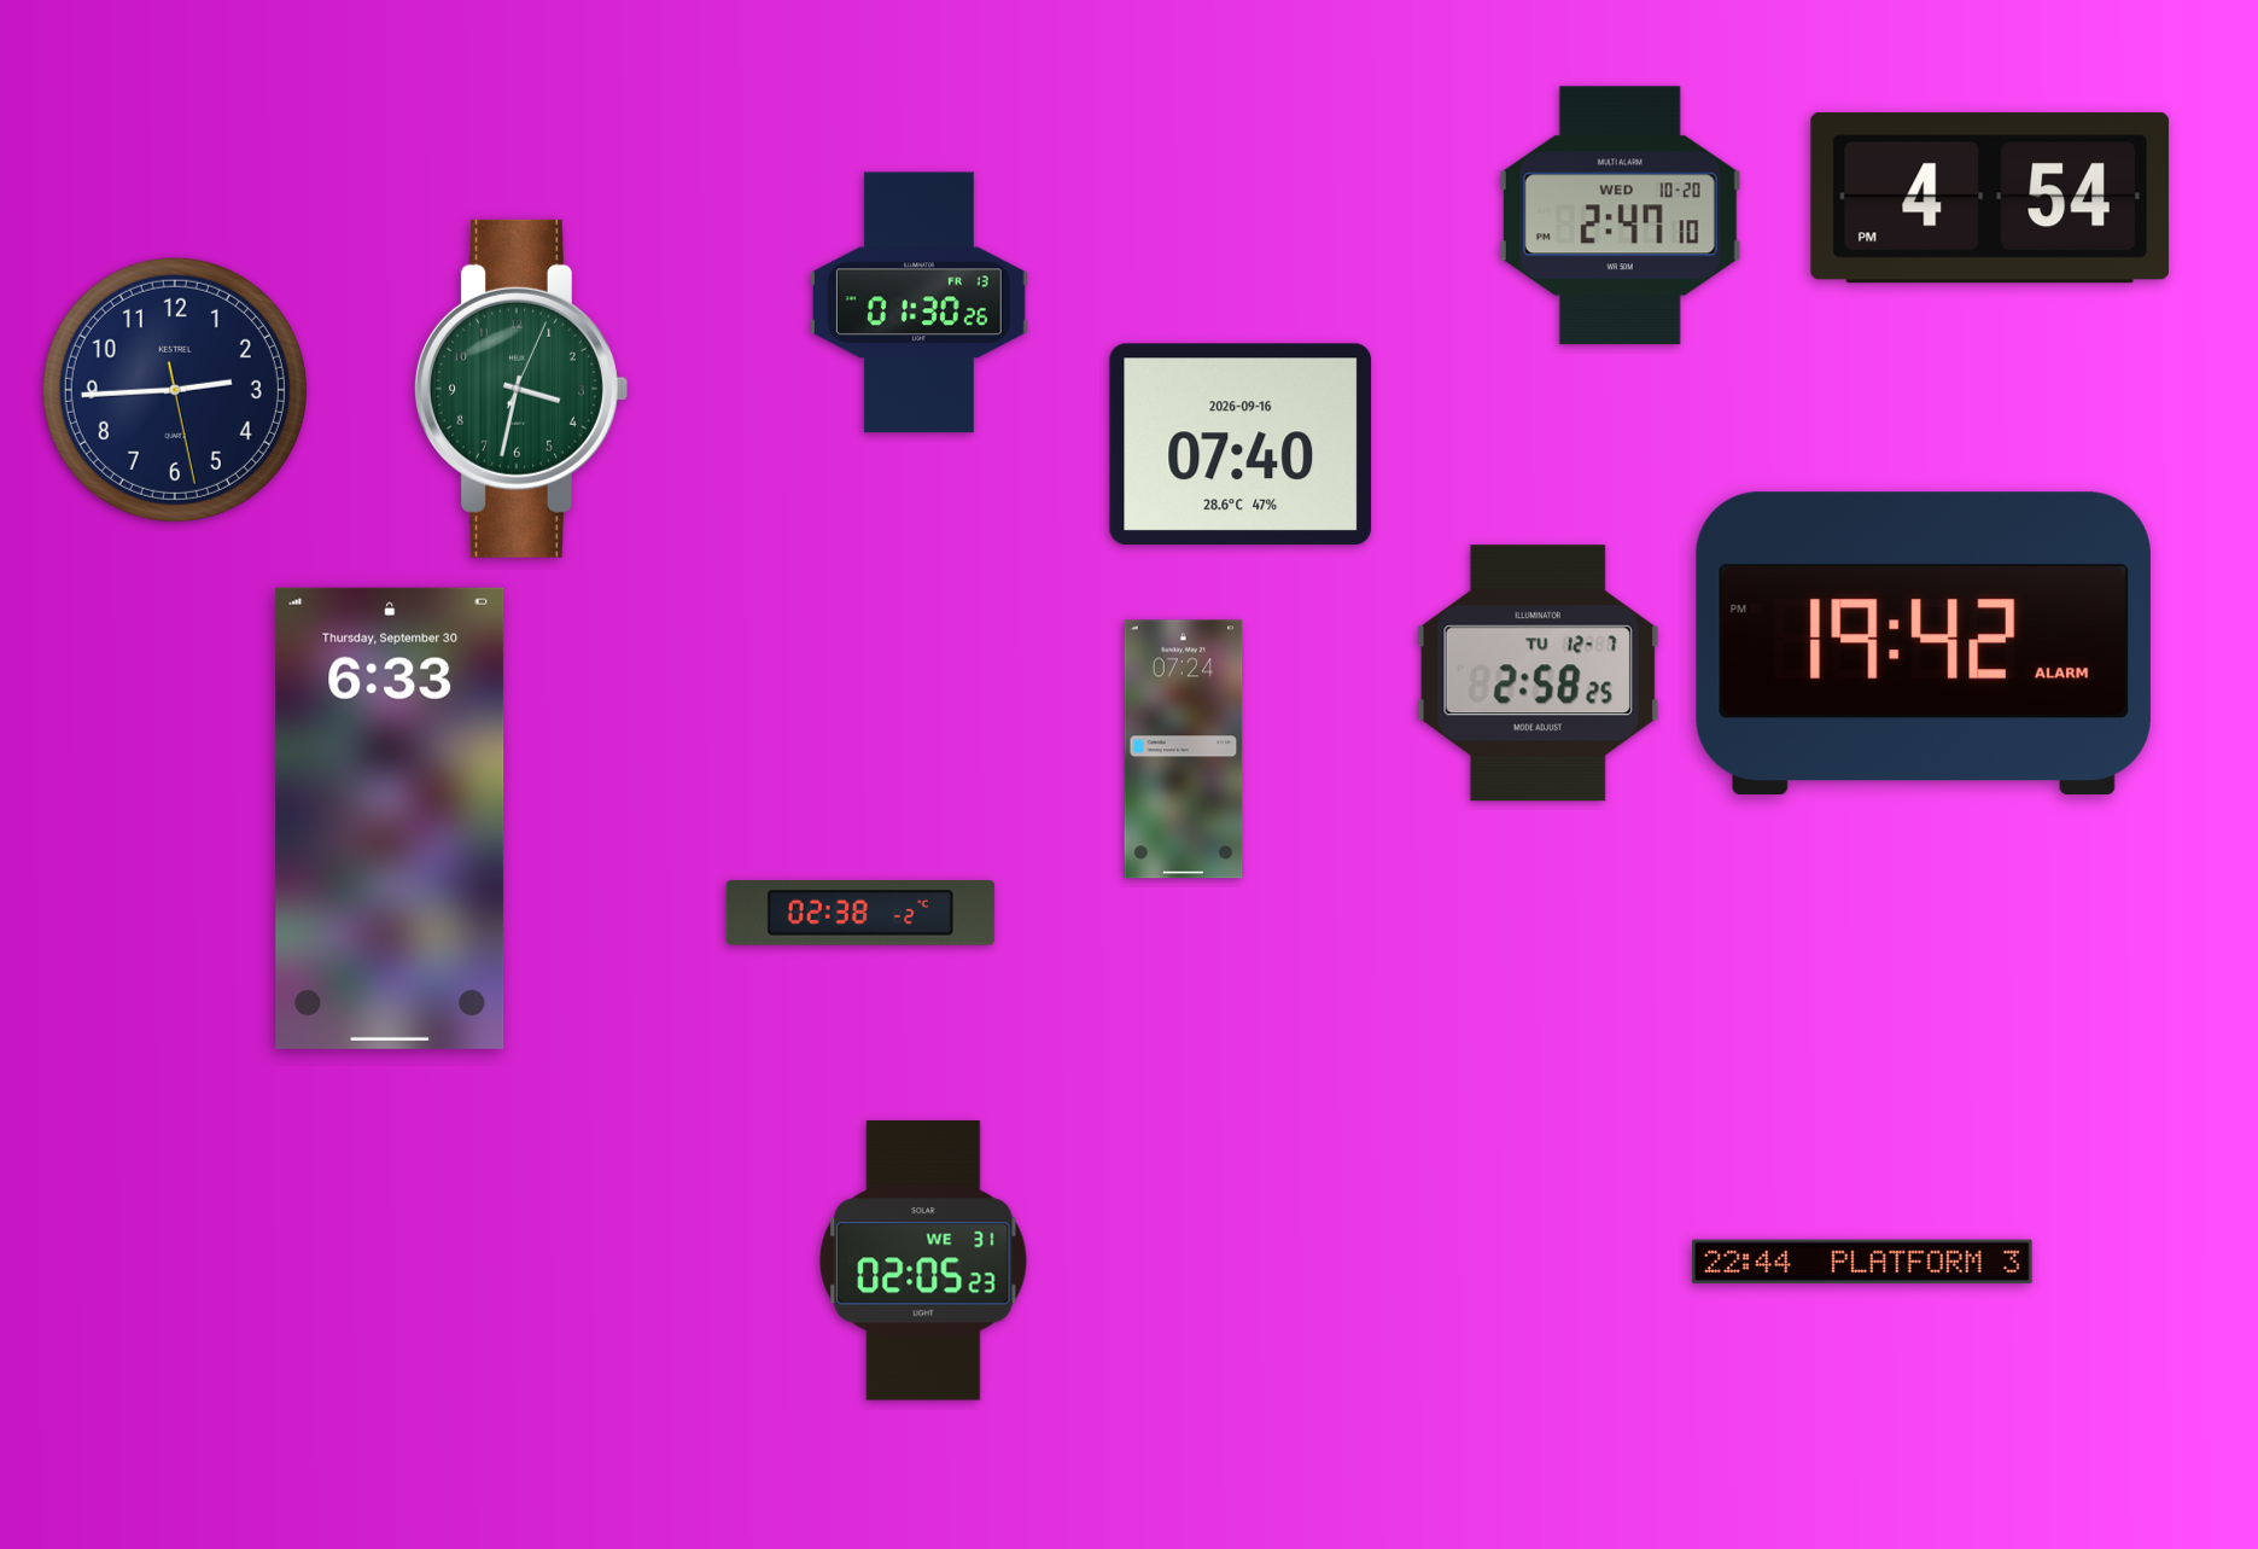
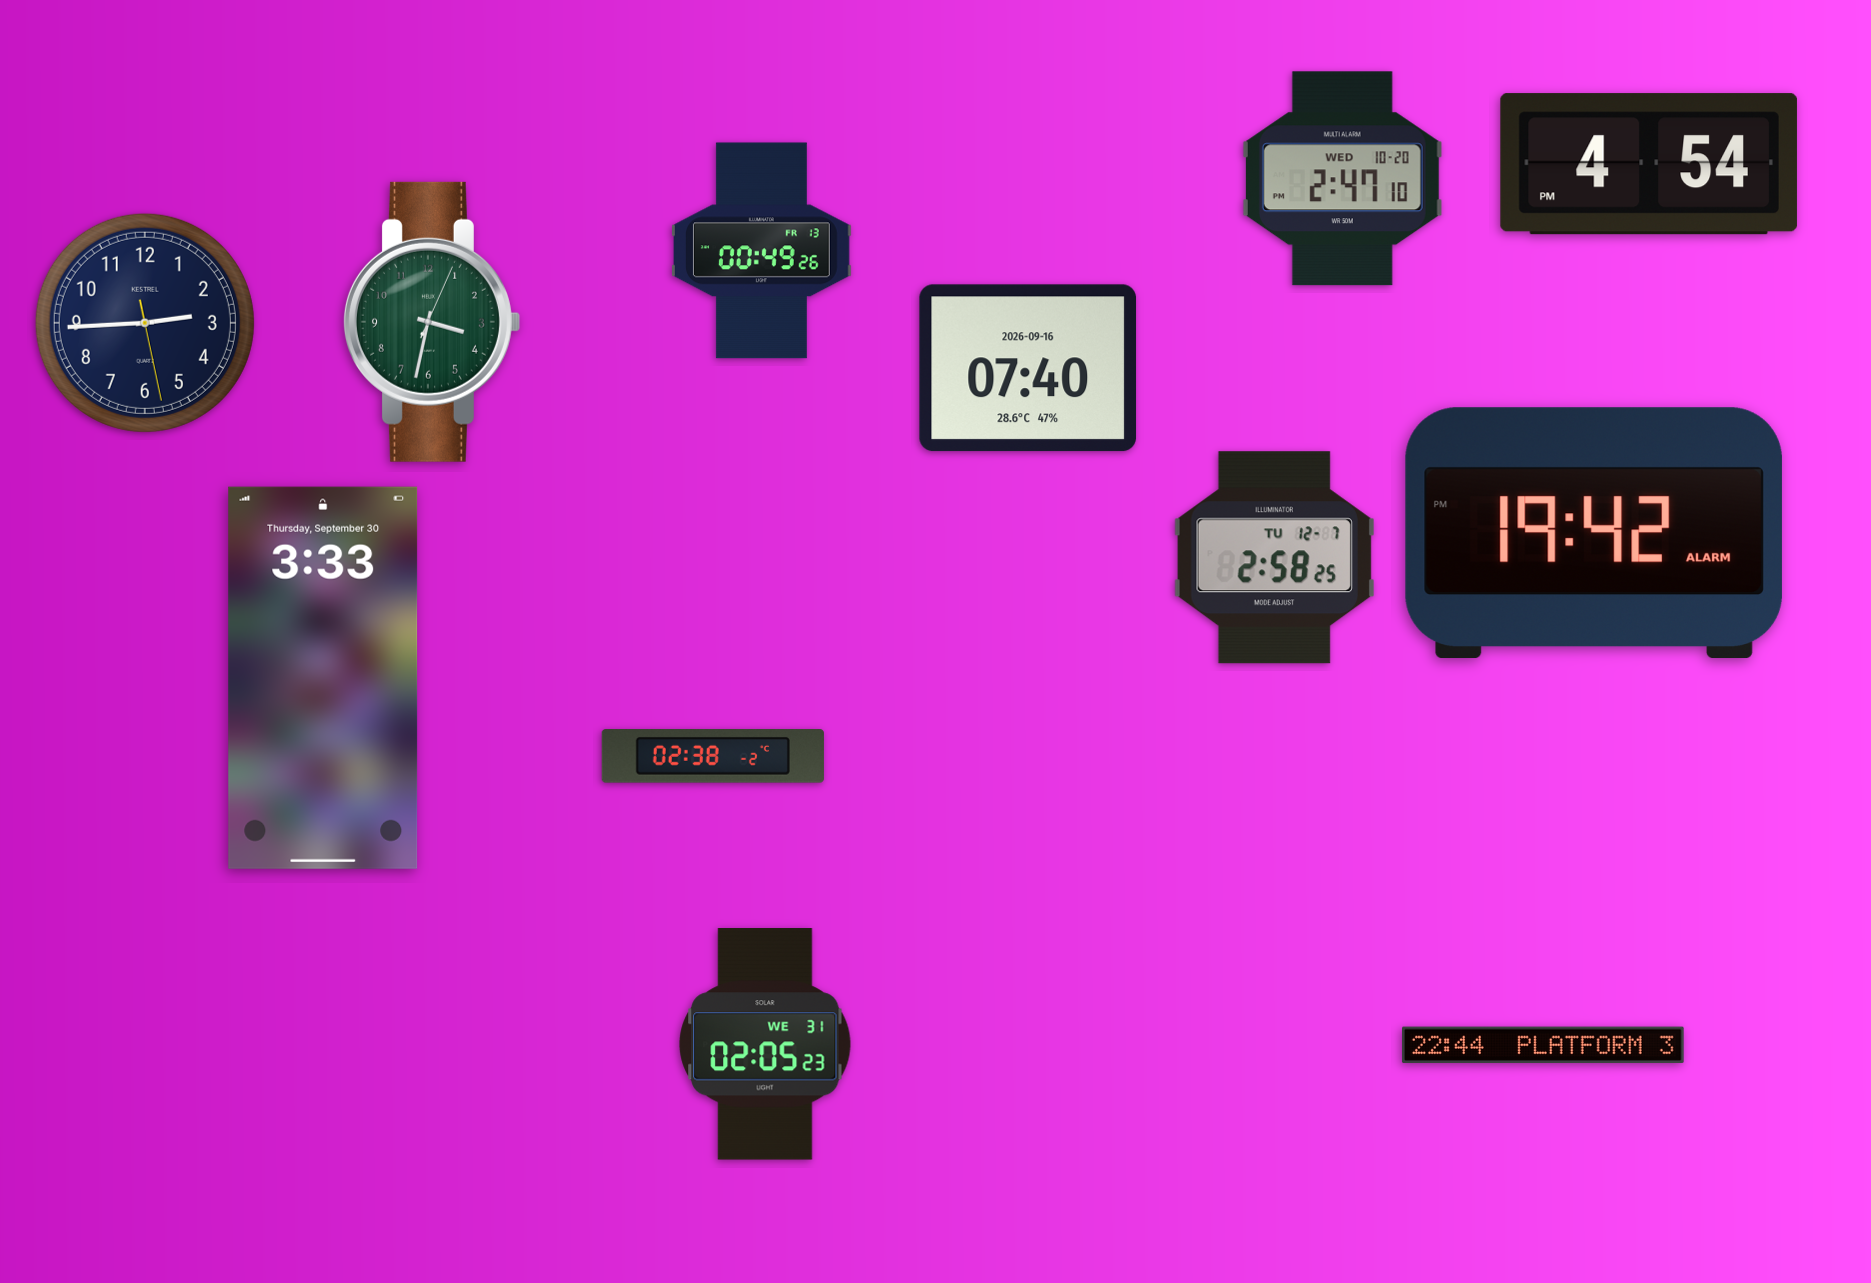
clock at (918, 303): 01:30 -> 00:49
clock at (1184, 750): 07:24 -> none
clock at (390, 819): 6:33 -> 3:33
